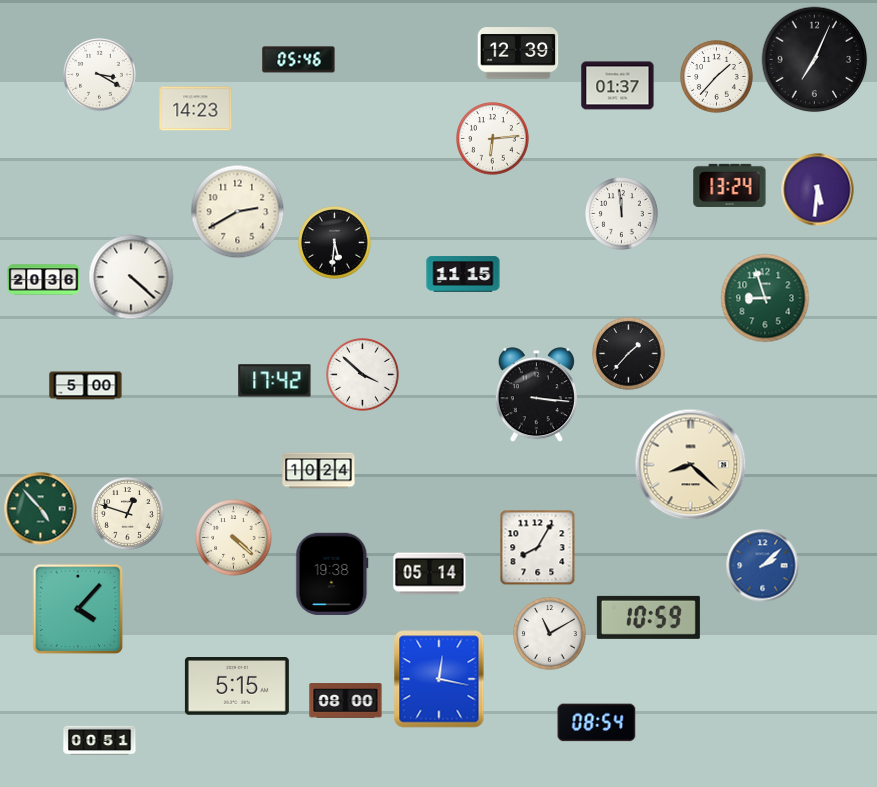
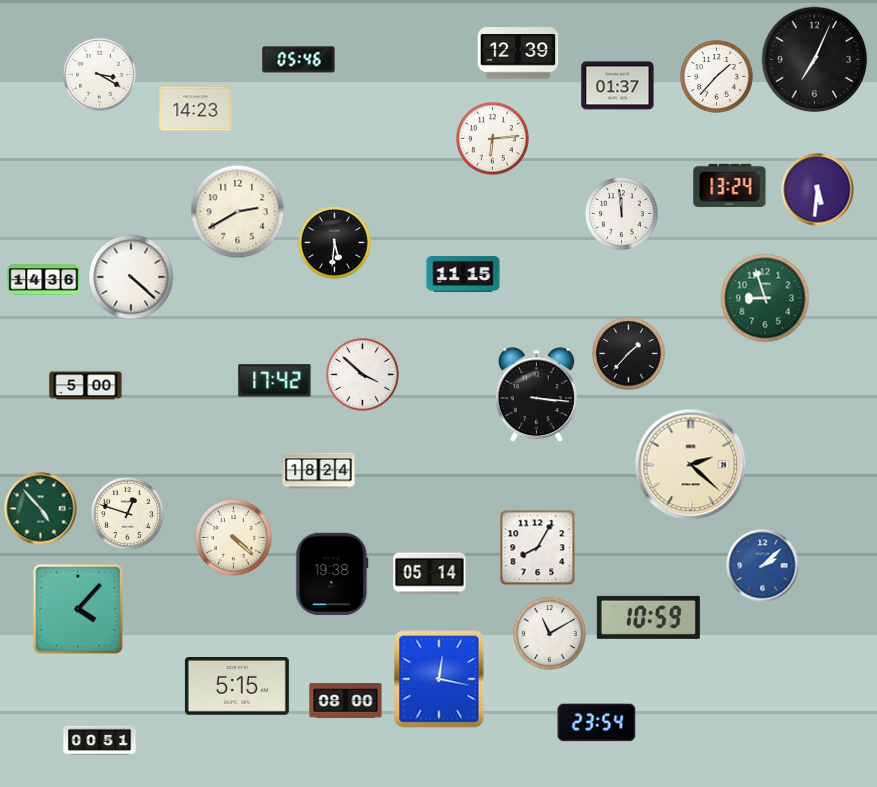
clock at (44, 280): 20:36 -> 14:36
clock at (691, 465): 8:22 -> 2:22
clock at (319, 471): 10:24 -> 18:24
clock at (597, 723): 08:54 -> 23:54
